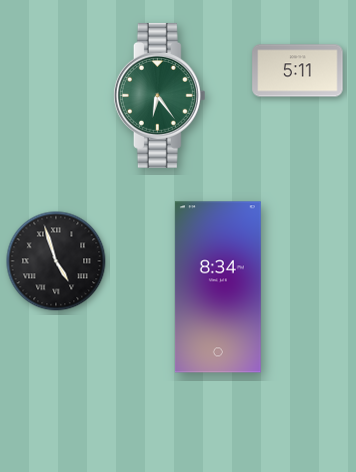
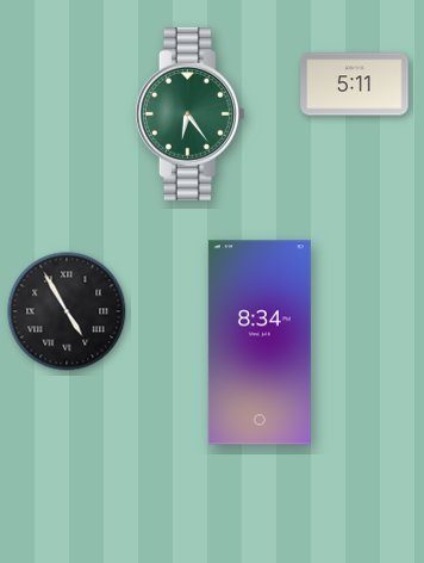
clock at (56, 261): 4:57 -> 4:55
